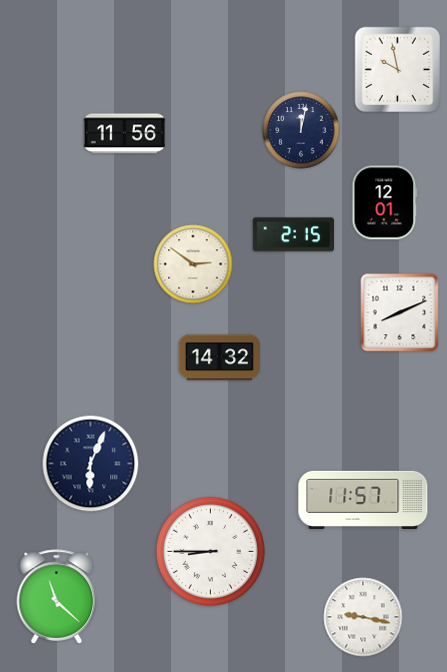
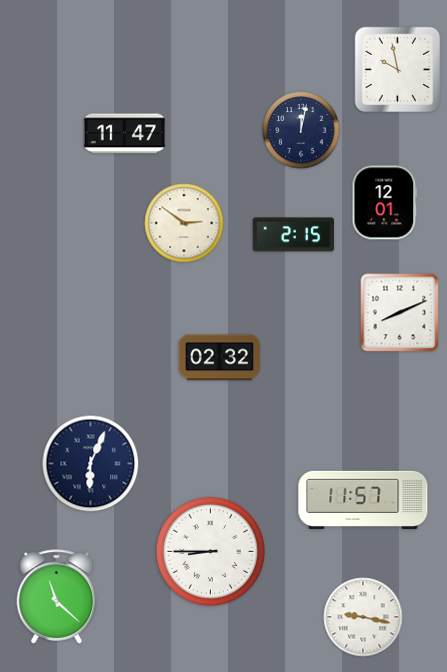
clock at (125, 134): 11:56 -> 11:47
clock at (193, 264) position: (193, 264) -> (184, 223)
clock at (220, 358): 14:32 -> 02:32
